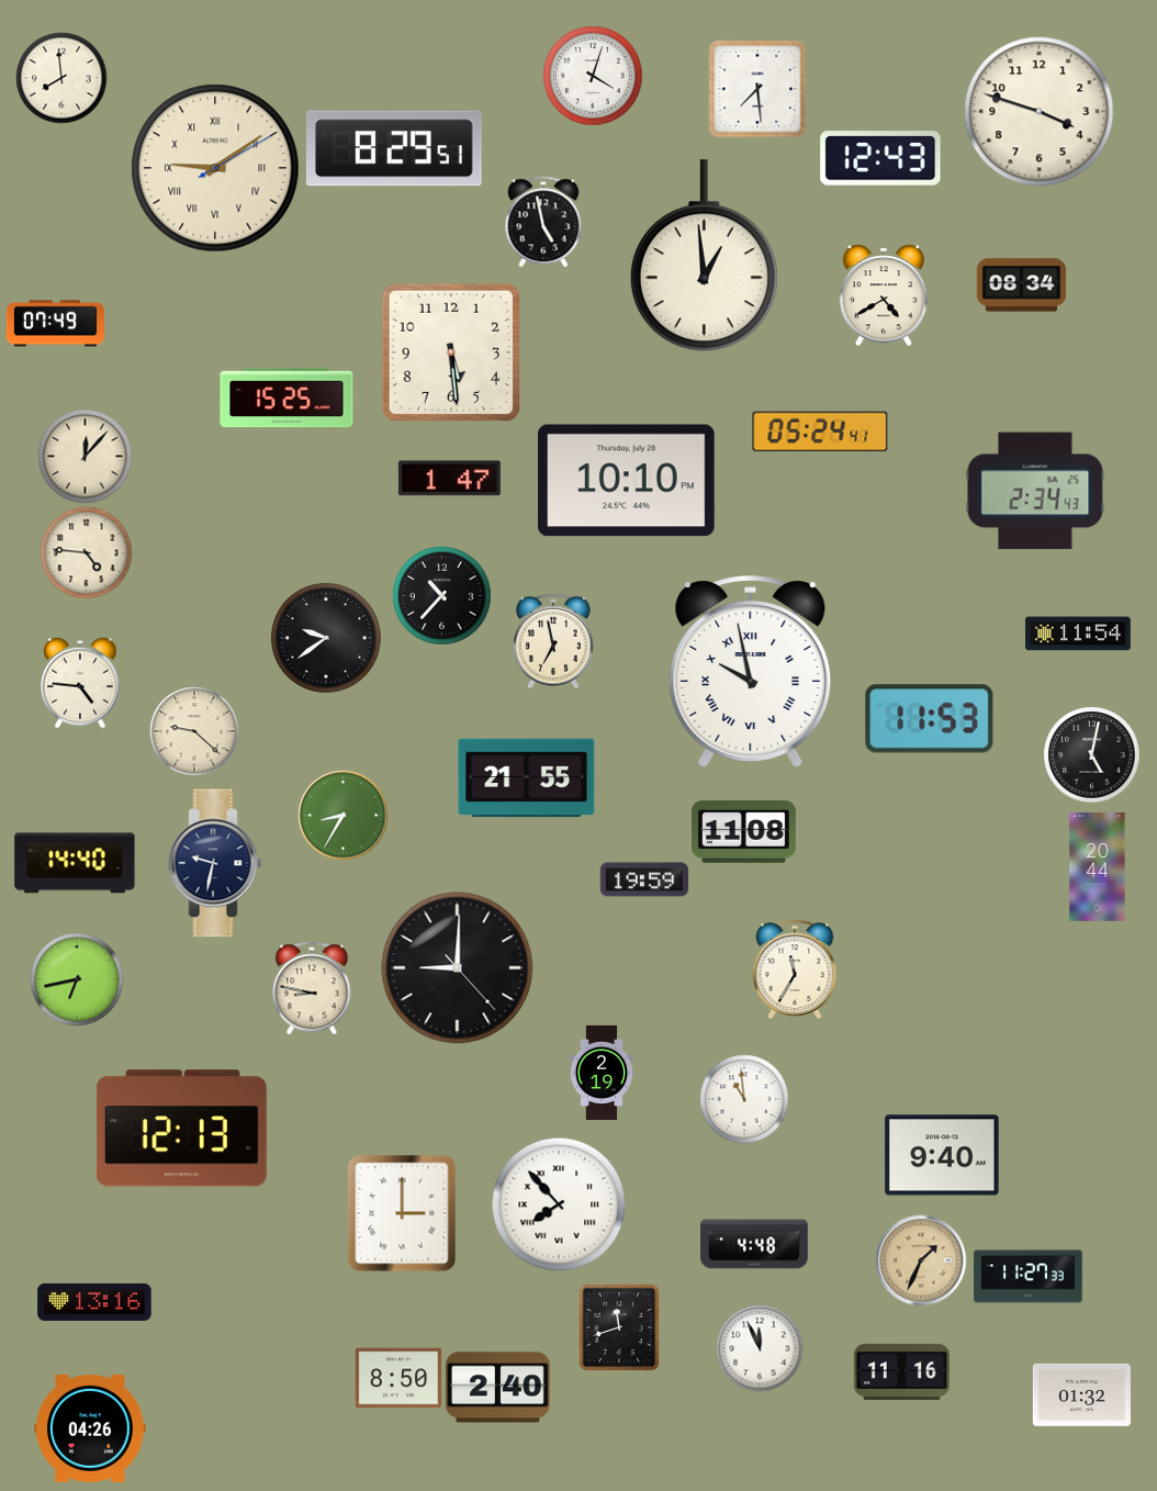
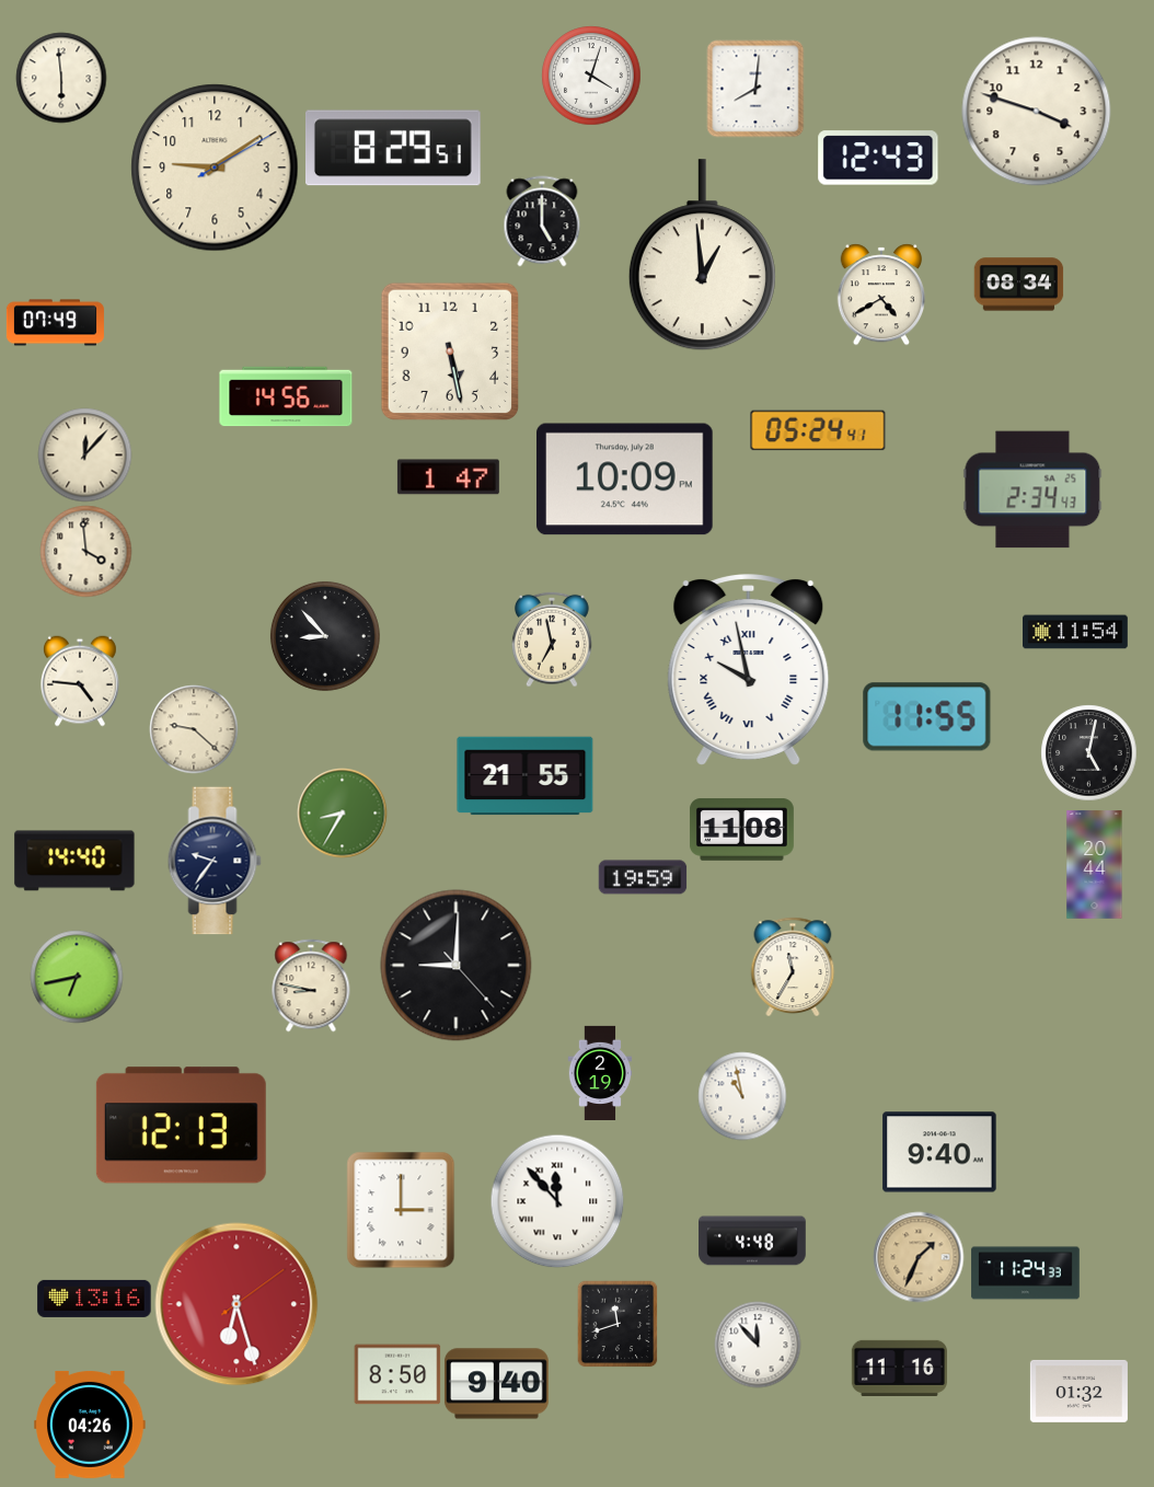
clock at (61, 78): 7:59 -> 5:59
clock at (757, 89): 7:29 -> 8:01
clock at (215, 168) numerals: Roman -> Arabic
clock at (543, 222): 4:58 -> 5:00
clock at (451, 352): 5:29 -> 5:28
clock at (287, 397): 15:25 -> 14:56
clock at (627, 481): 10:10 -> 10:09
clock at (86, 552): 4:46 -> 3:59
clock at (441, 595): 10:37 -> none
clock at (326, 638): 9:39 -> 8:53
clock at (930, 719): 11:53 -> 11:55
clock at (215, 863): 9:32 -> 9:36
clock at (602, 1072) position: (602, 1072) -> (600, 1072)
clock at (744, 1099): 10:59 -> 10:58
clock at (559, 1204): 7:53 -> 11:53
clock at (1029, 1277): 11:27 -> 11:24
clock at (236, 1304): none -> 6:27
clock at (760, 1348): 11:56 -> 11:53
clock at (497, 1388): 2:40 -> 9:40
